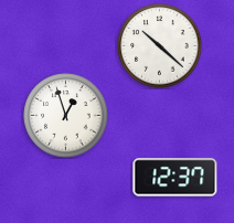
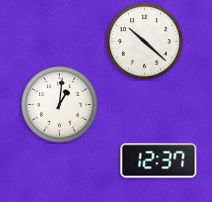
clock at (66, 116): 12:57 -> 1:01
